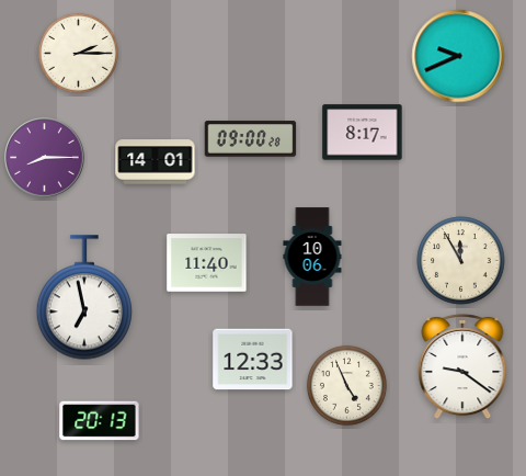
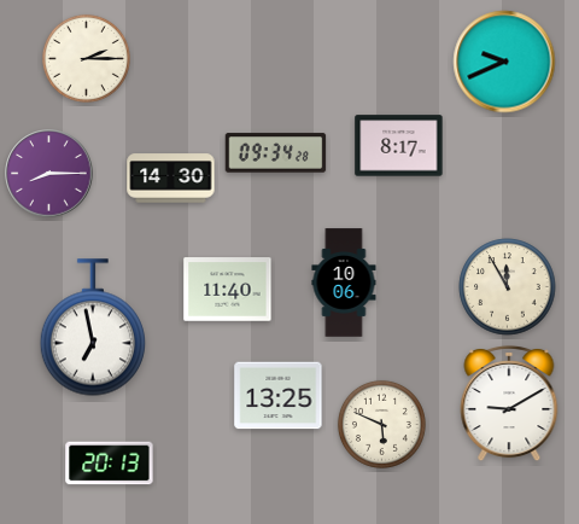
clock at (251, 139): 09:00 -> 09:34
clock at (156, 162): 14:01 -> 14:30
clock at (253, 360): 12:33 -> 13:25
clock at (462, 366): 9:21 -> 9:10
clock at (346, 385): 4:56 -> 5:49
